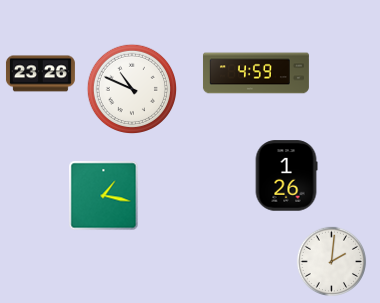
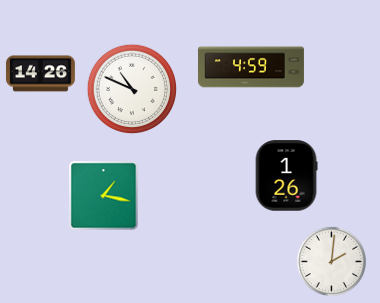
clock at (256, 73) position: (256, 73) -> (251, 67)
clock at (40, 74): 23:26 -> 14:26
